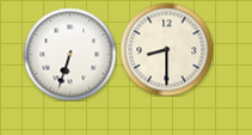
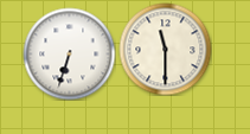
clock at (166, 49): 8:30 -> 11:30
